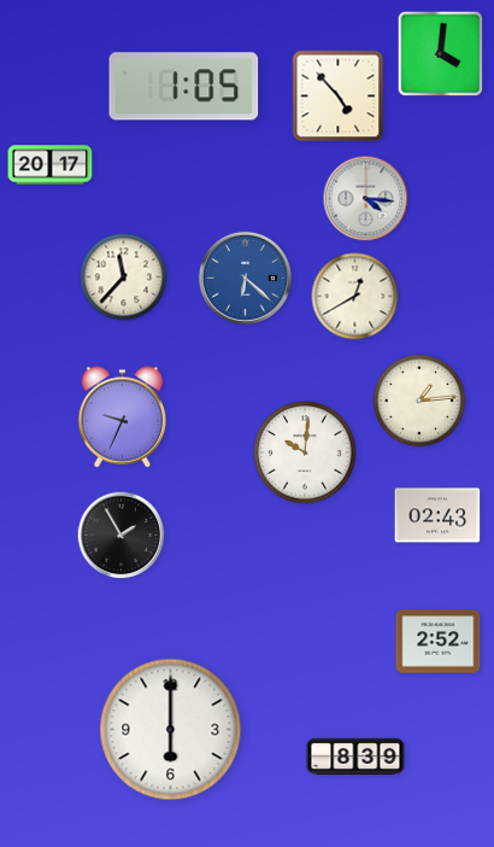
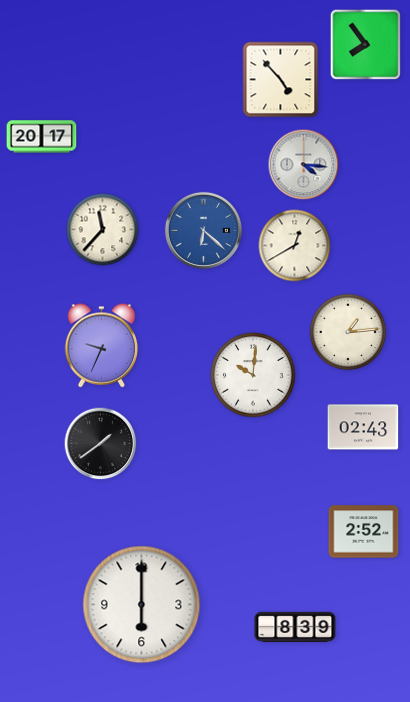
clock at (441, 54): 4:01 -> 7:54
clock at (184, 87): 1:05 -> none
clock at (122, 536): 1:55 -> 1:39
